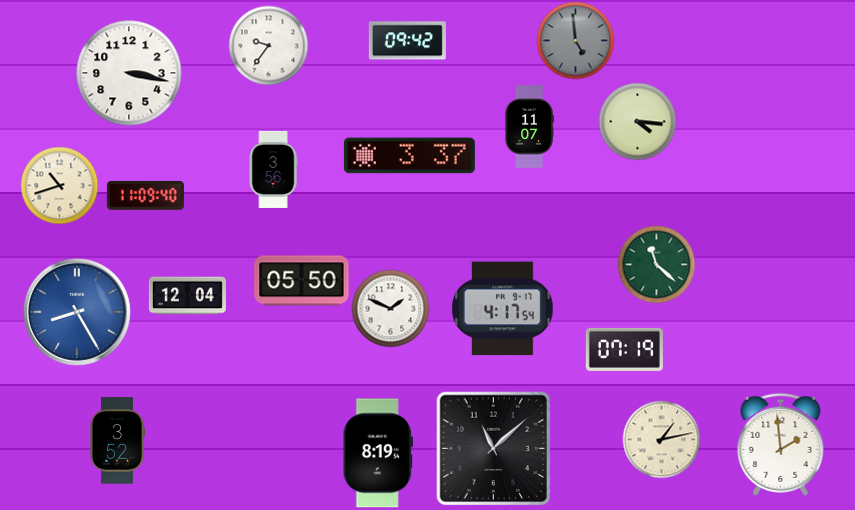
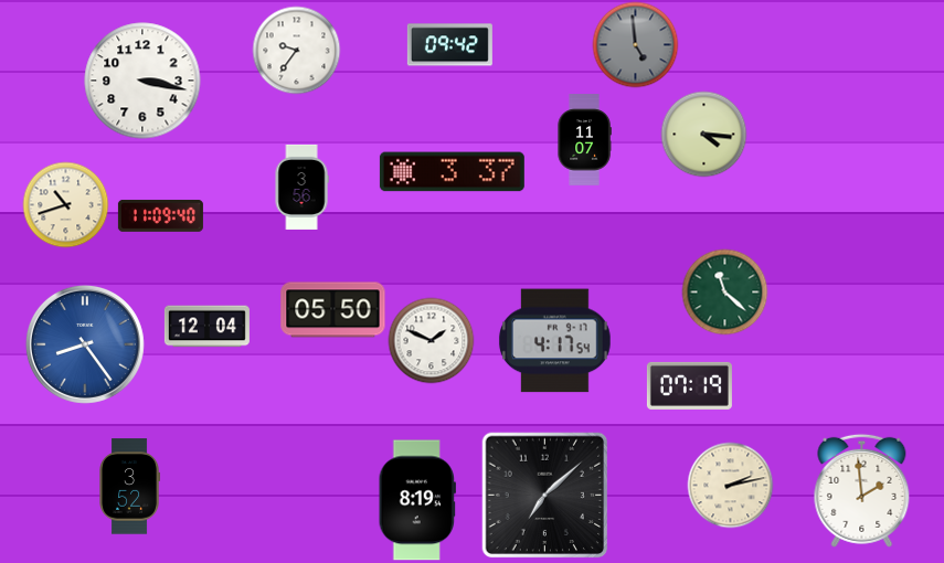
clock at (77, 312): 8:25 -> 8:24
clock at (661, 439): 1:13 -> 2:13
clock at (493, 448): 11:08 -> 7:08
